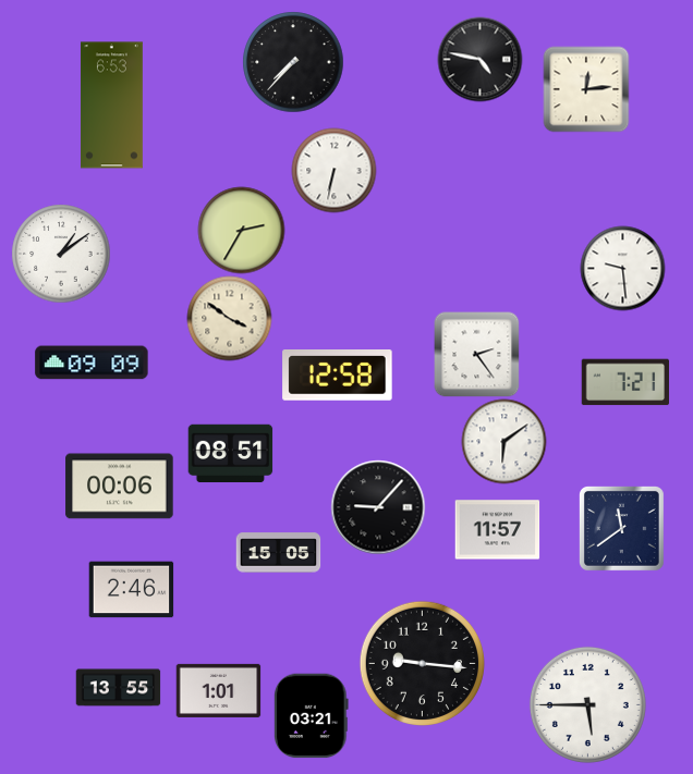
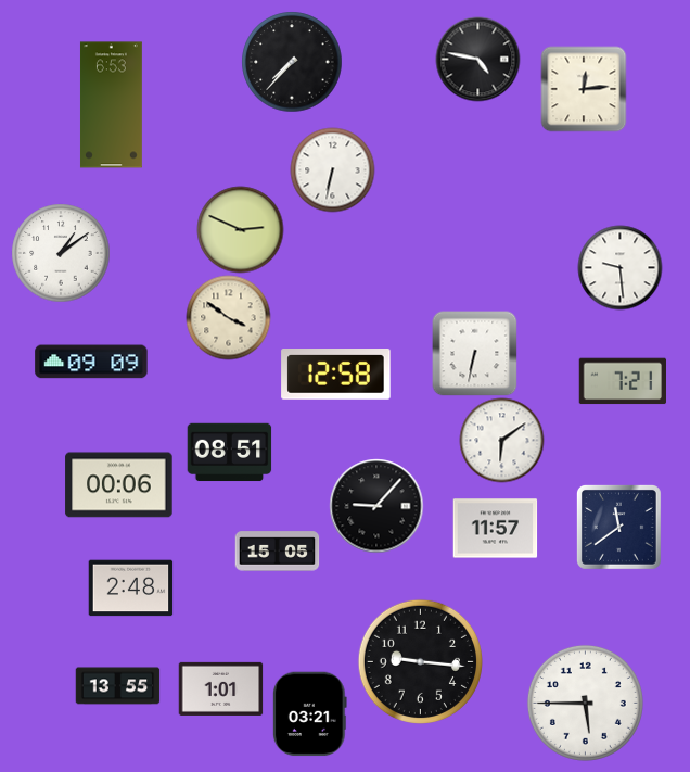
clock at (241, 230): 2:35 -> 2:49
clock at (476, 354): 2:24 -> 6:32
clock at (131, 590): 2:46 -> 2:48
clock at (218, 690) position: (218, 690) -> (220, 688)
